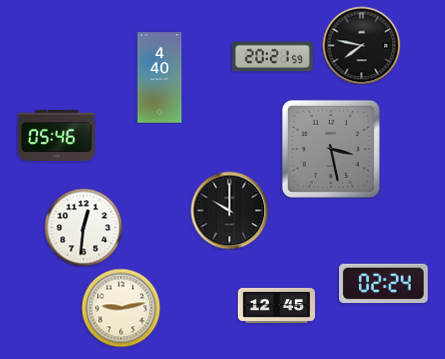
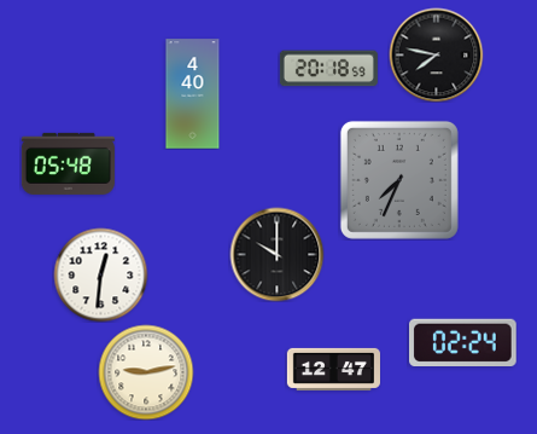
clock at (272, 57): 20:21 -> 20:18
clock at (56, 135): 05:46 -> 05:48
clock at (331, 149): 3:28 -> 7:34
clock at (276, 305): 12:45 -> 12:47
